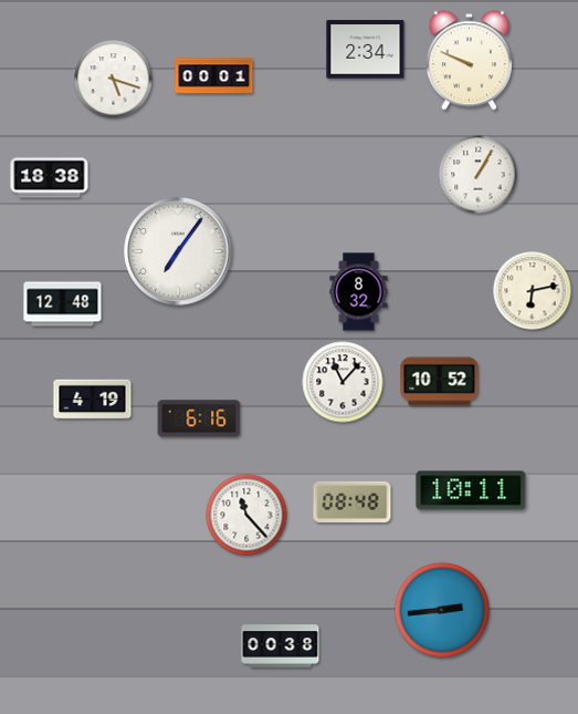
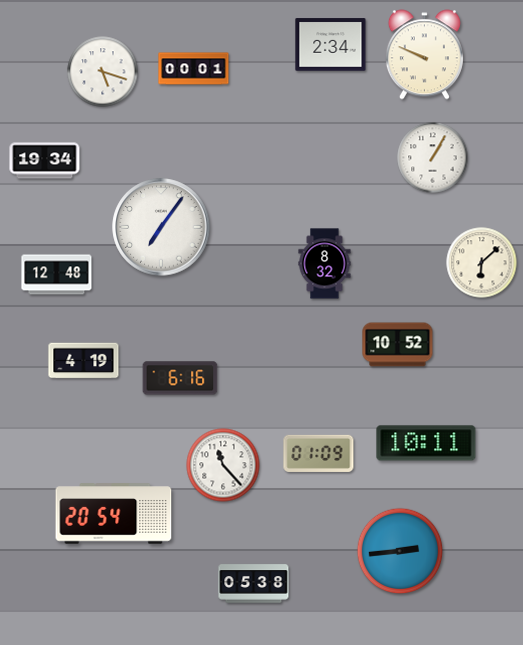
clock at (50, 178): 18:38 -> 19:34
clock at (533, 291): 6:13 -> 6:08
clock at (343, 382): 11:07 -> none
clock at (353, 501): 08:48 -> 01:09
clock at (114, 514): none -> 20:54
clock at (281, 646): 00:38 -> 05:38
